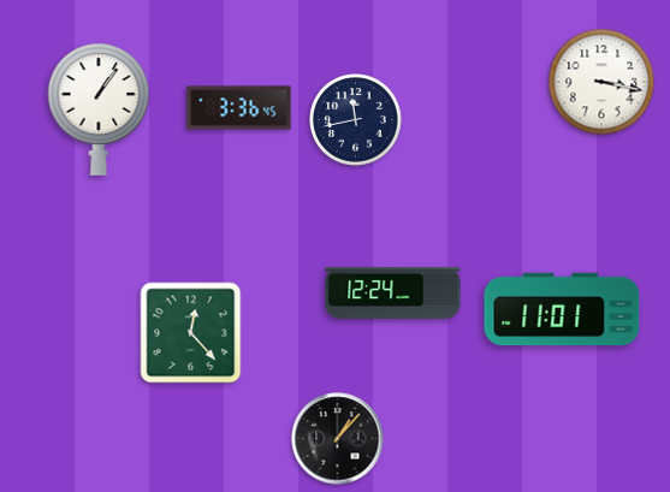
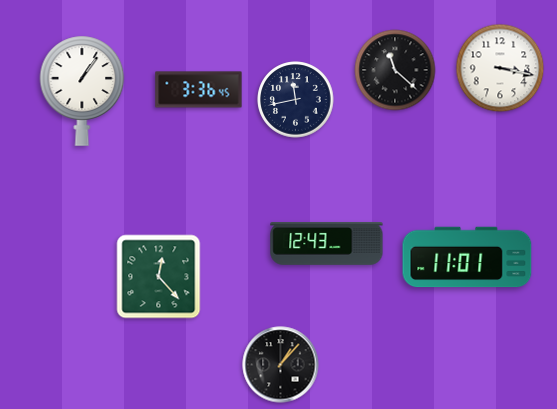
clock at (395, 70): none -> 11:22
clock at (393, 294): 12:24 -> 12:43
